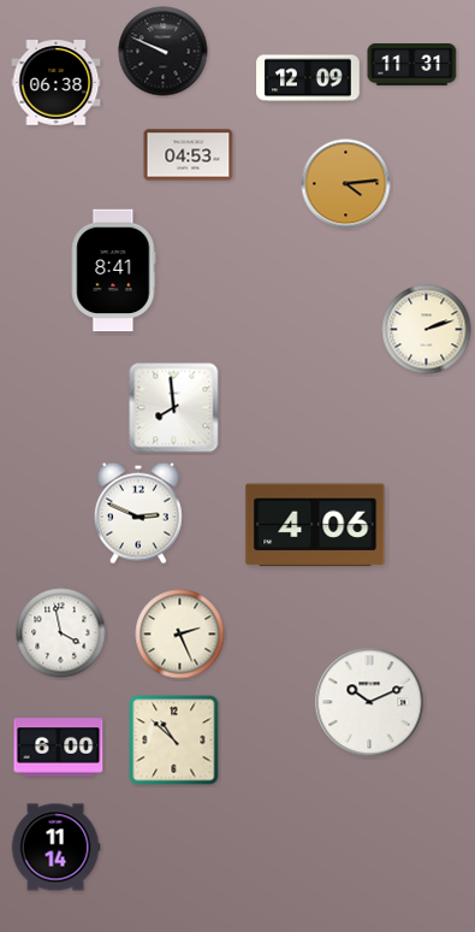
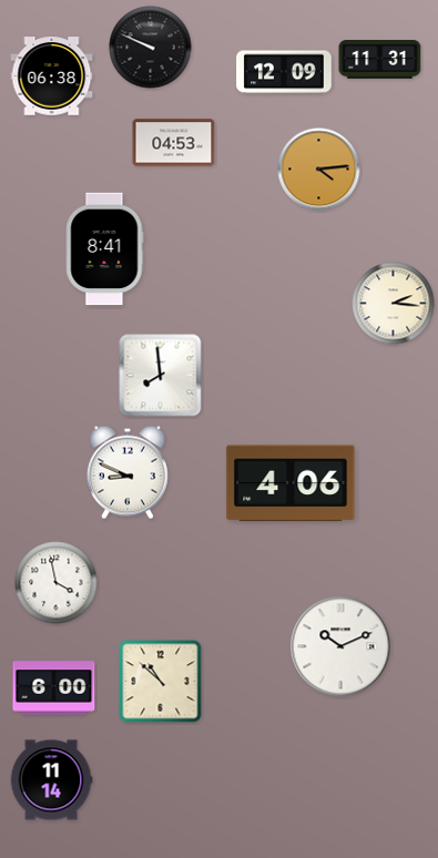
clock at (427, 330): 2:12 -> 2:16
clock at (138, 513): 2:49 -> 8:49
clock at (180, 635): 2:26 -> none
